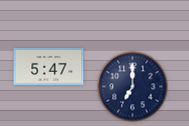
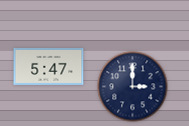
clock at (133, 87): 7:00 -> 3:00
